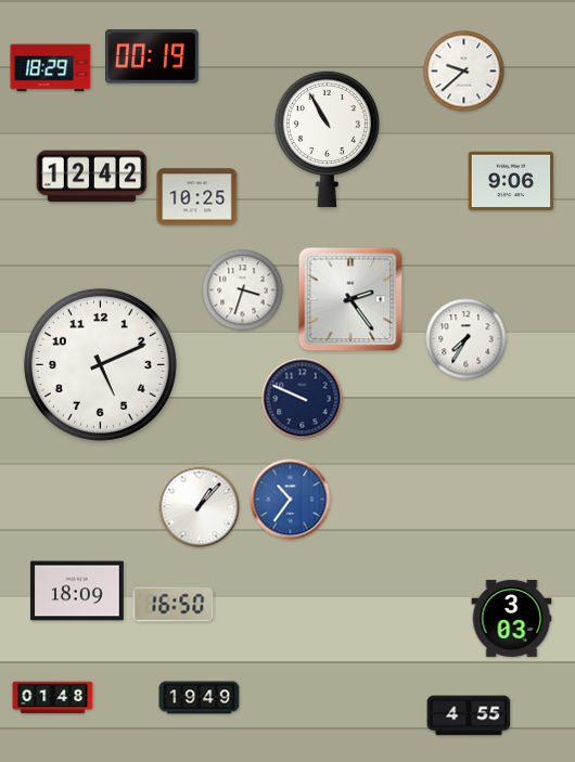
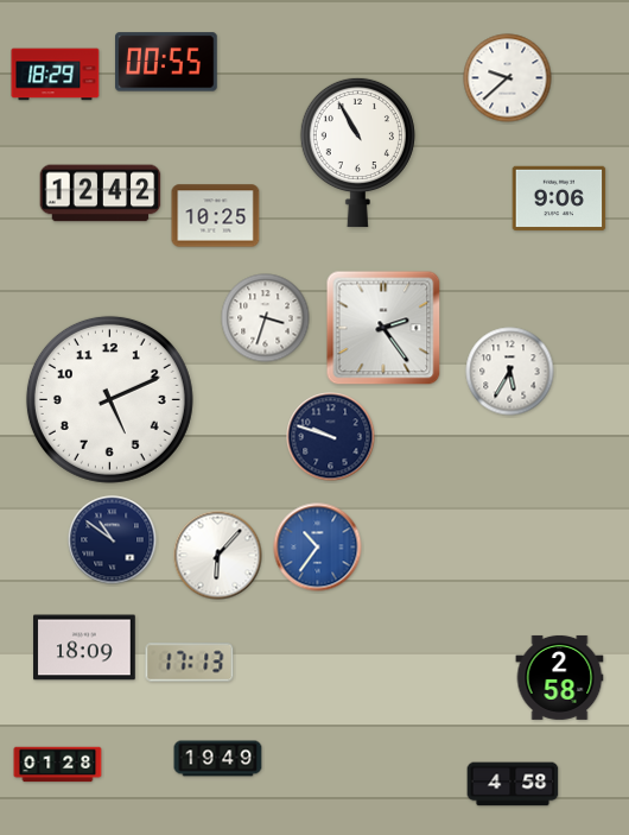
clock at (153, 56): 00:19 -> 00:55
clock at (467, 339): 7:35 -> 5:35
clock at (303, 399): 9:49 -> 9:48
clock at (113, 540): none -> 10:51
clock at (200, 507): 1:07 -> 6:07
clock at (174, 605): 16:50 -> 17:13
clock at (512, 618): 3:03 -> 2:58
clock at (53, 698): 01:48 -> 01:28
clock at (200, 698) position: (200, 698) -> (218, 759)
clock at (469, 715): 4:55 -> 4:58
